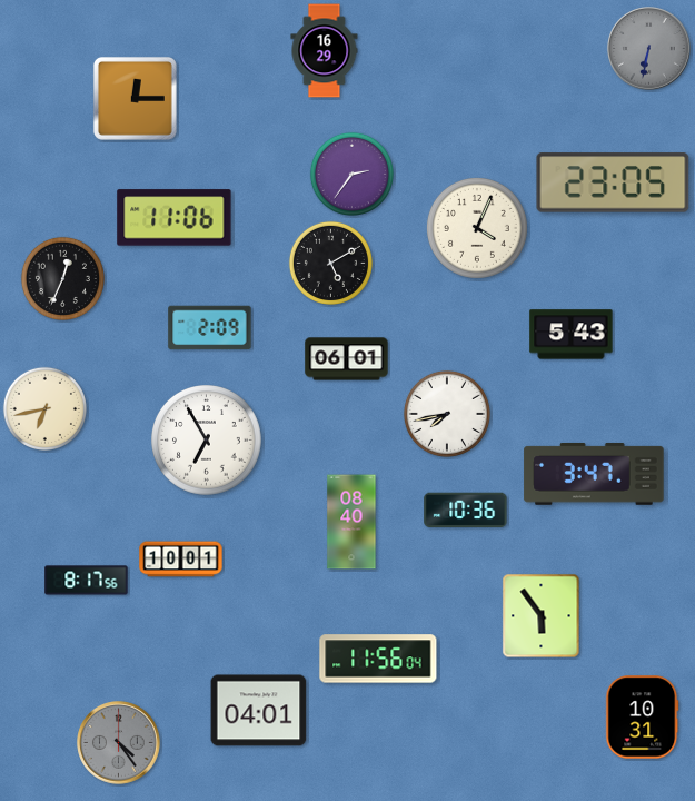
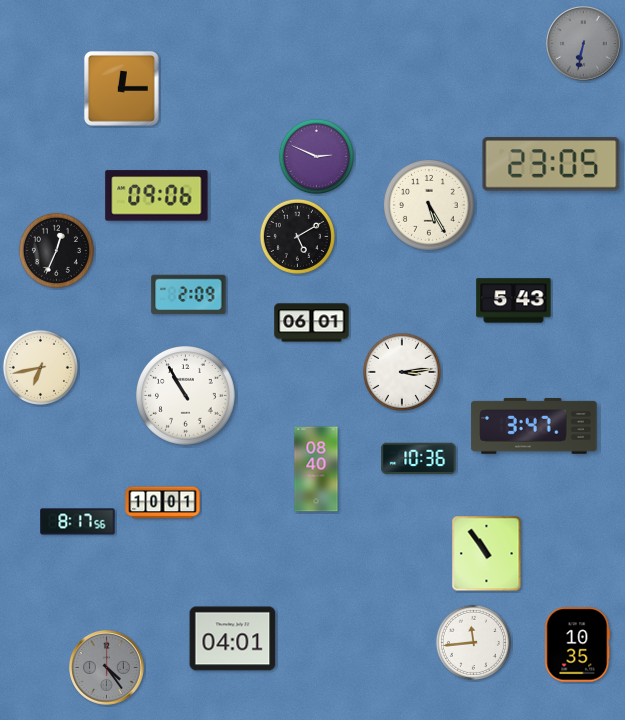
clock at (325, 51): 16:29 -> none
clock at (351, 174): 2:36 -> 2:49
clock at (175, 218): 11:06 -> 09:06
clock at (477, 228): 4:04 -> 5:25
clock at (447, 414): 7:43 -> 3:14
clock at (207, 441): 6:55 -> 10:55
clock at (542, 616): 5:54 -> 10:54
clock at (378, 659): 11:56 -> none
clock at (473, 642): none -> 11:44
clock at (643, 718): 10:31 -> 10:35
